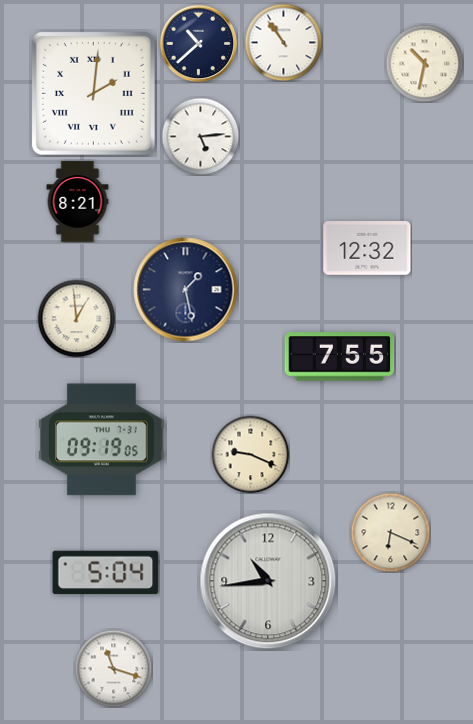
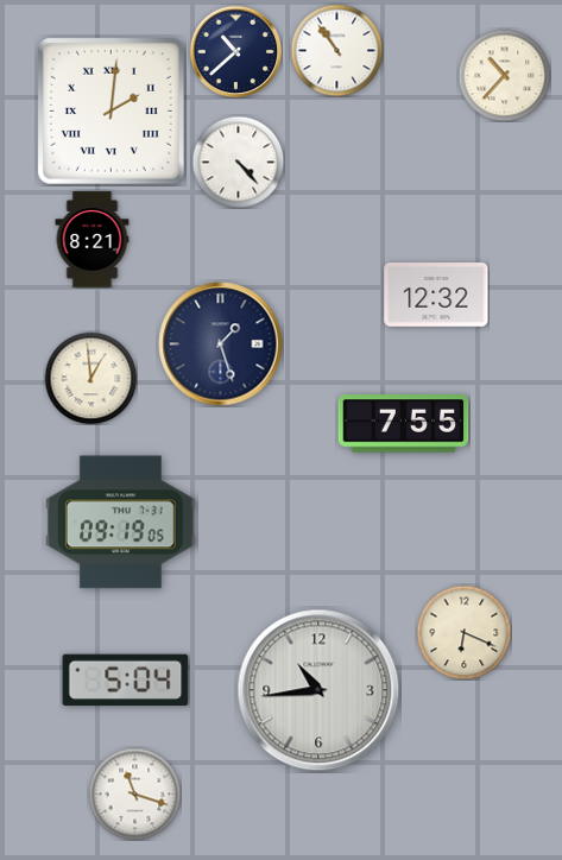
clock at (424, 63): 10:32 -> 10:37
clock at (200, 136): 5:14 -> 4:23
clock at (186, 290): 1:28 -> 1:27
clock at (250, 454): 9:19 -> none
